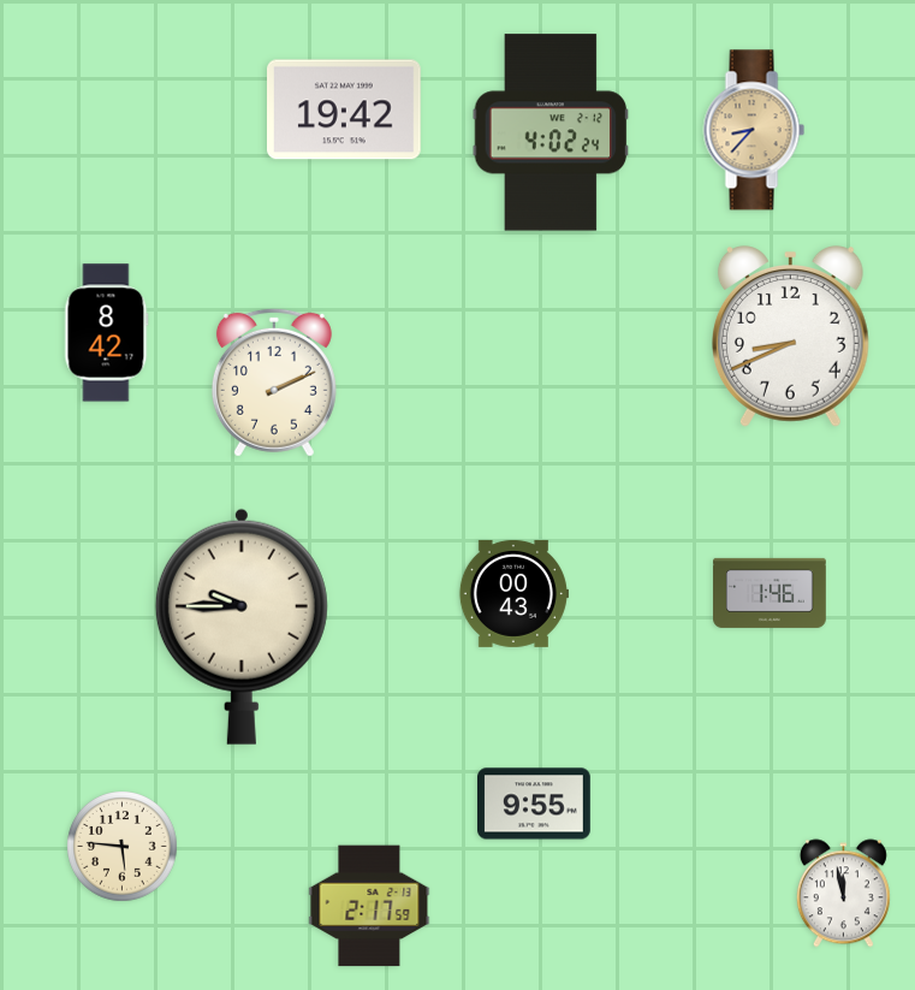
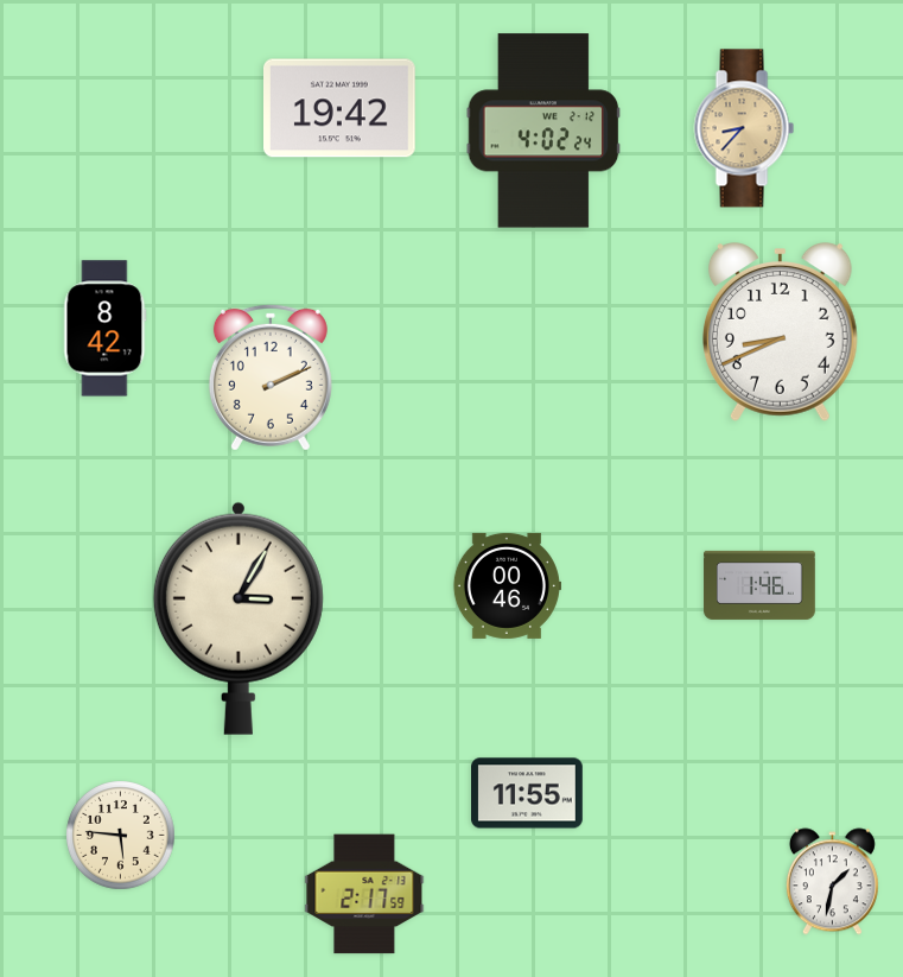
clock at (513, 593): 00:43 -> 00:46
clock at (242, 627): 9:45 -> 3:05
clock at (535, 804): 9:55 -> 11:55
clock at (843, 894): 11:58 -> 1:32
